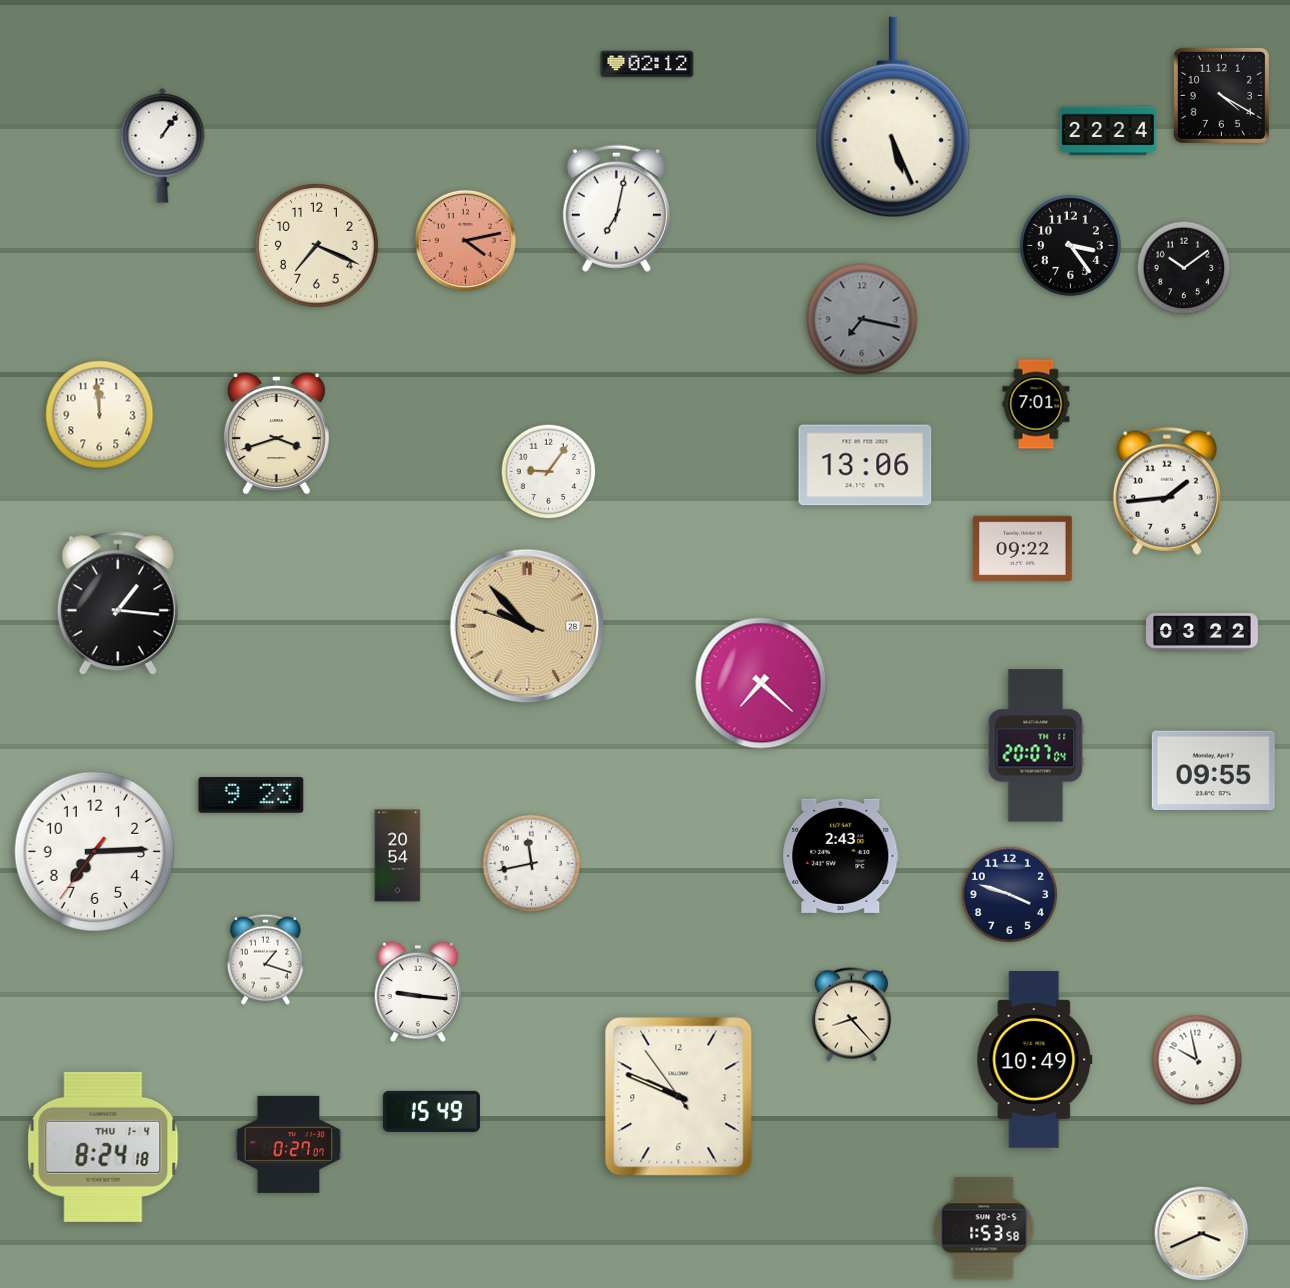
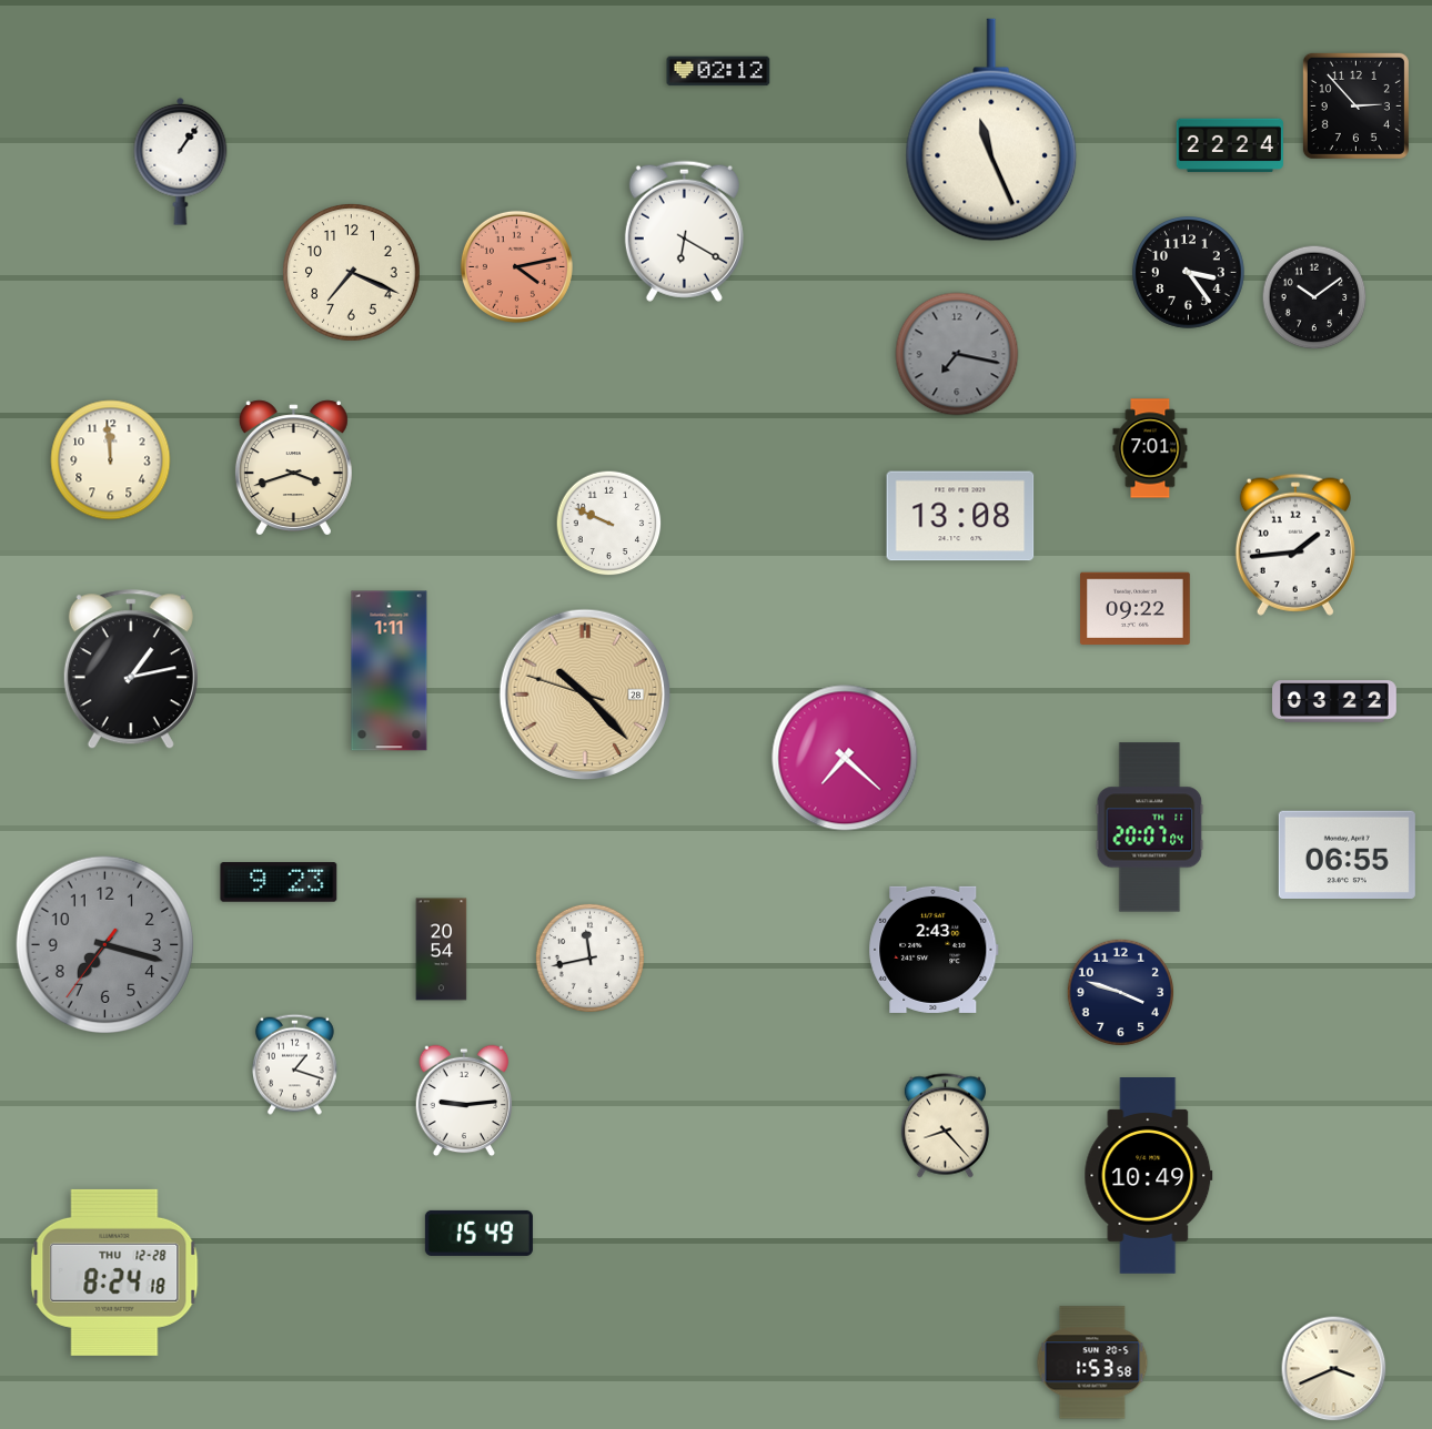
clock at (1221, 95): 4:20 -> 2:53
clock at (893, 117): 5:26 -> 11:26
clock at (616, 208): 7:02 -> 6:20
clock at (276, 434) position: (276, 434) -> (293, 468)
clock at (865, 465): 13:06 -> 13:08
clock at (549, 472): 9:06 -> 9:49
clock at (118, 604): 1:16 -> 1:13
clock at (390, 671): none -> 1:11
clock at (526, 625): 9:52 -> 10:22
clock at (1213, 770): 09:55 -> 06:55
clock at (94, 851): 7:14 -> 7:17
clock at (94, 851) dial: white -> grey
clock at (418, 992): 9:16 -> 9:14
clock at (1197, 1060): 9:58 -> none
clock at (679, 1097): 9:48 -> none
clock at (289, 1144): 0:27 -> none
clock at (103, 1147) date: THU 1-4 -> THU 12-28
